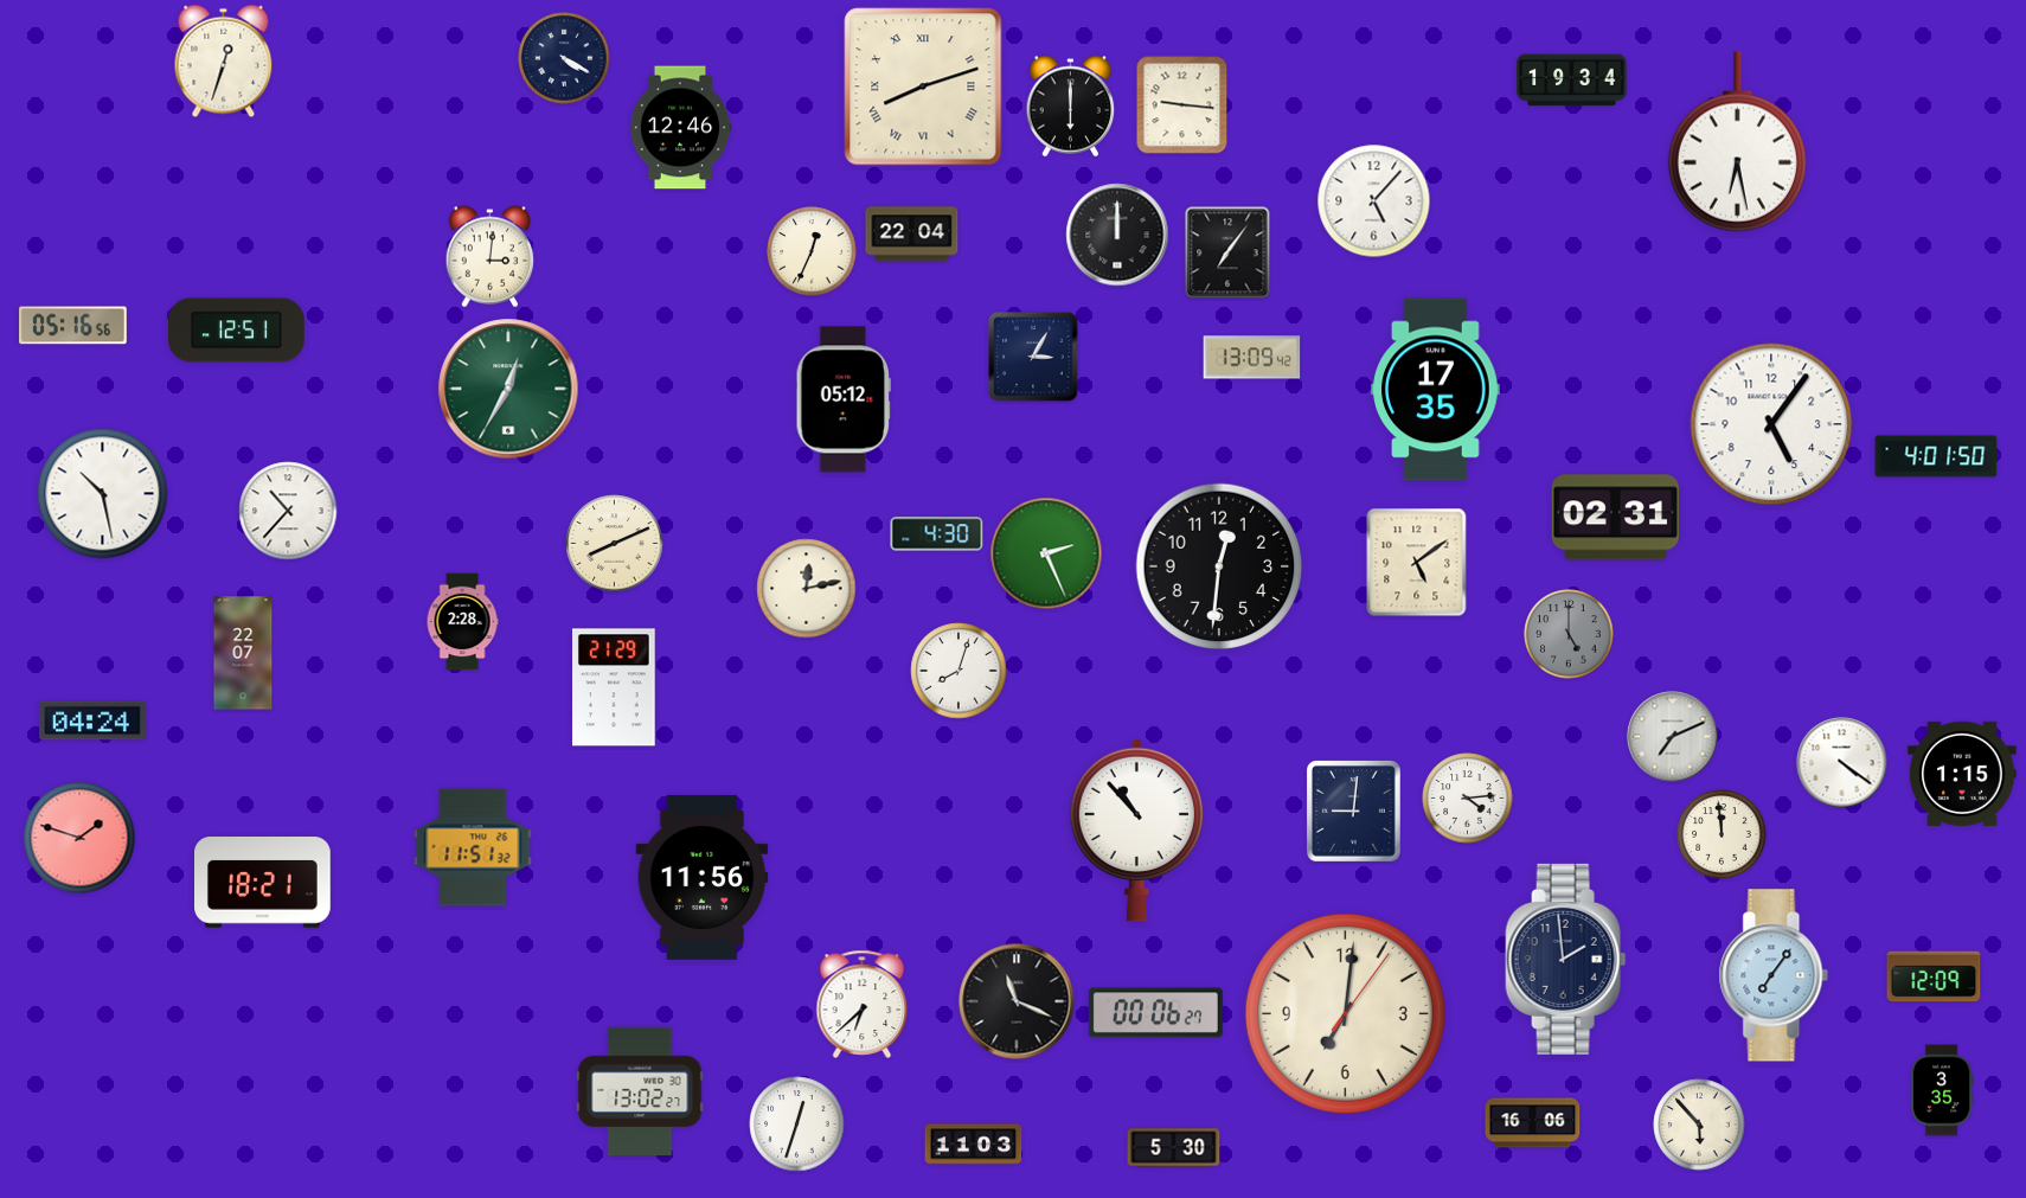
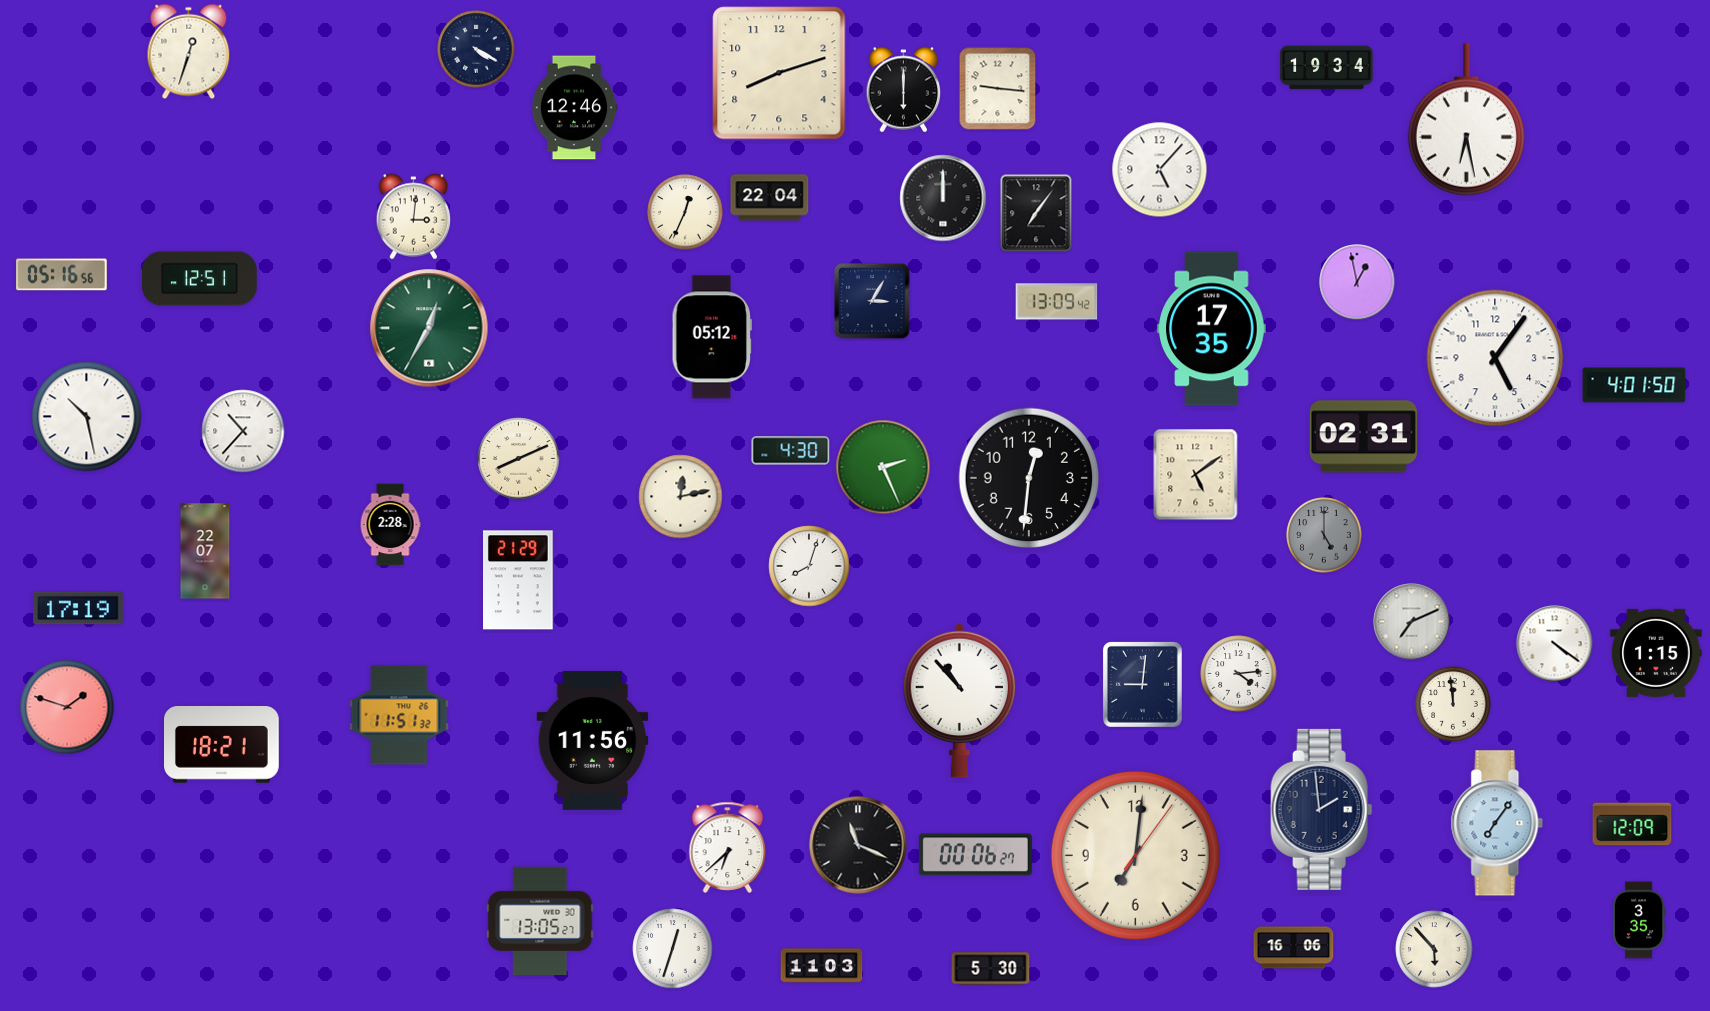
clock at (923, 87) numerals: Roman -> Arabic
clock at (1357, 282): none -> 12:58
clock at (94, 720): 04:24 -> 17:19
clock at (640, 1091): 13:02 -> 13:05
